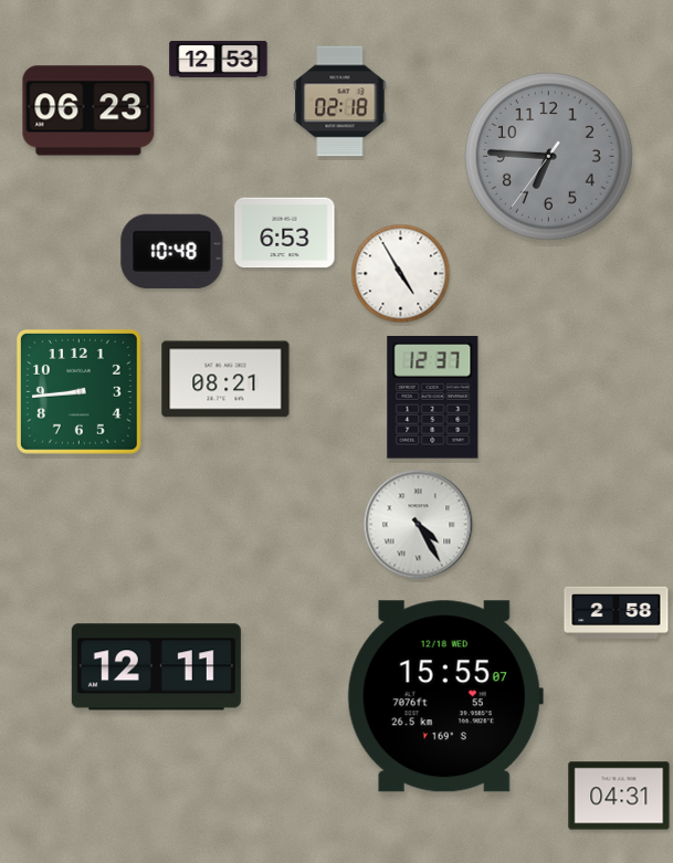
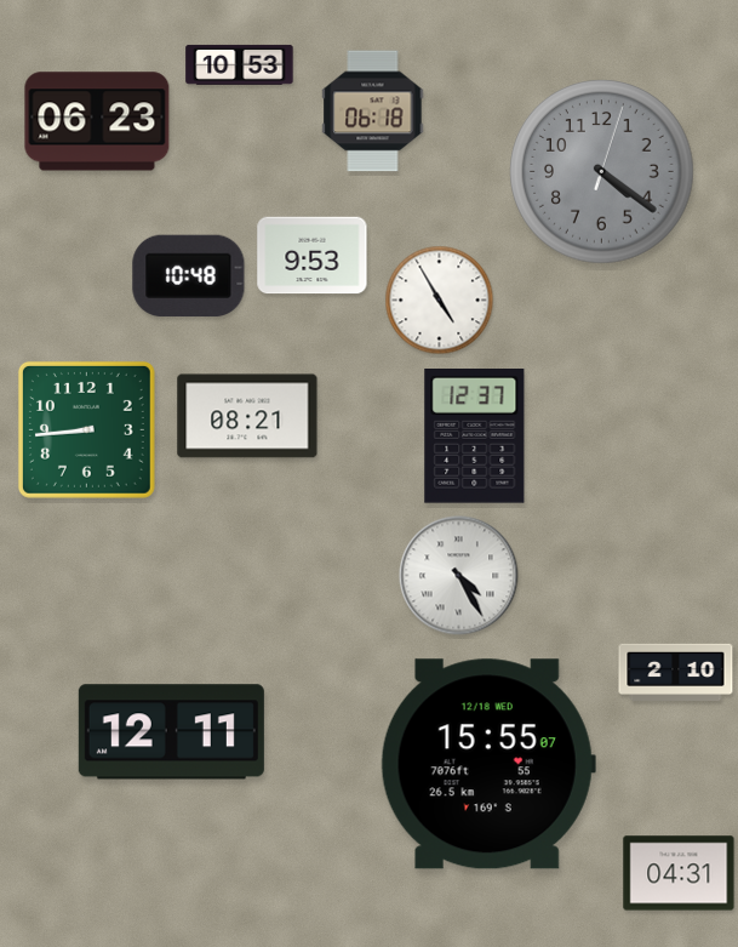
clock at (219, 59): 12:53 -> 10:53
clock at (340, 102): 02:18 -> 06:18
clock at (549, 157): 6:45 -> 4:21
clock at (285, 233): 6:53 -> 9:53
clock at (617, 612): 2:58 -> 2:10
